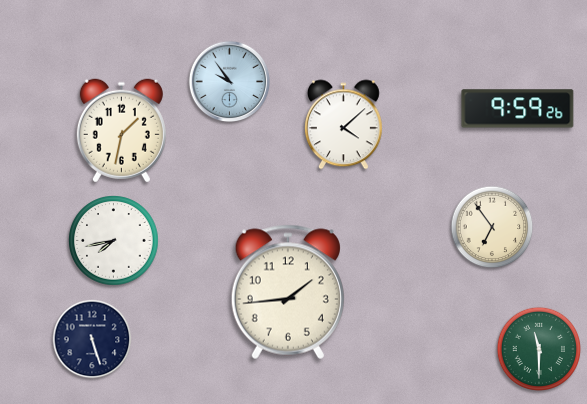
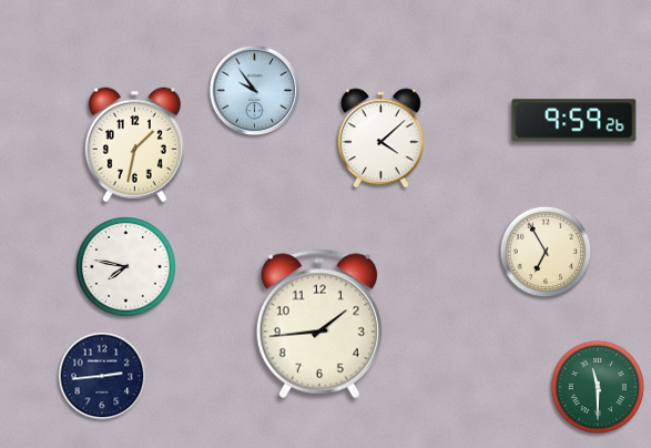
clock at (492, 227): 6:54 -> 6:55
clock at (114, 241): 7:43 -> 7:47
clock at (92, 339): 5:27 -> 2:44
